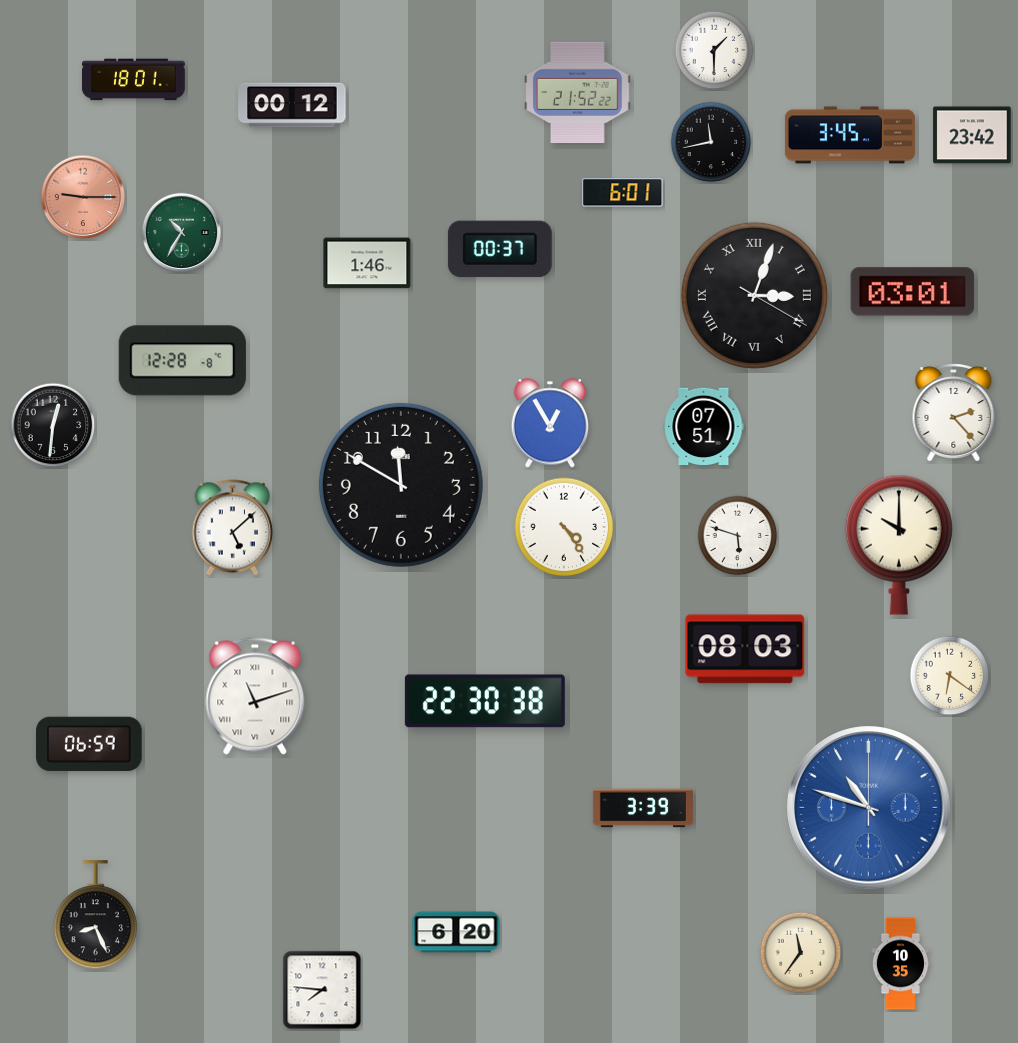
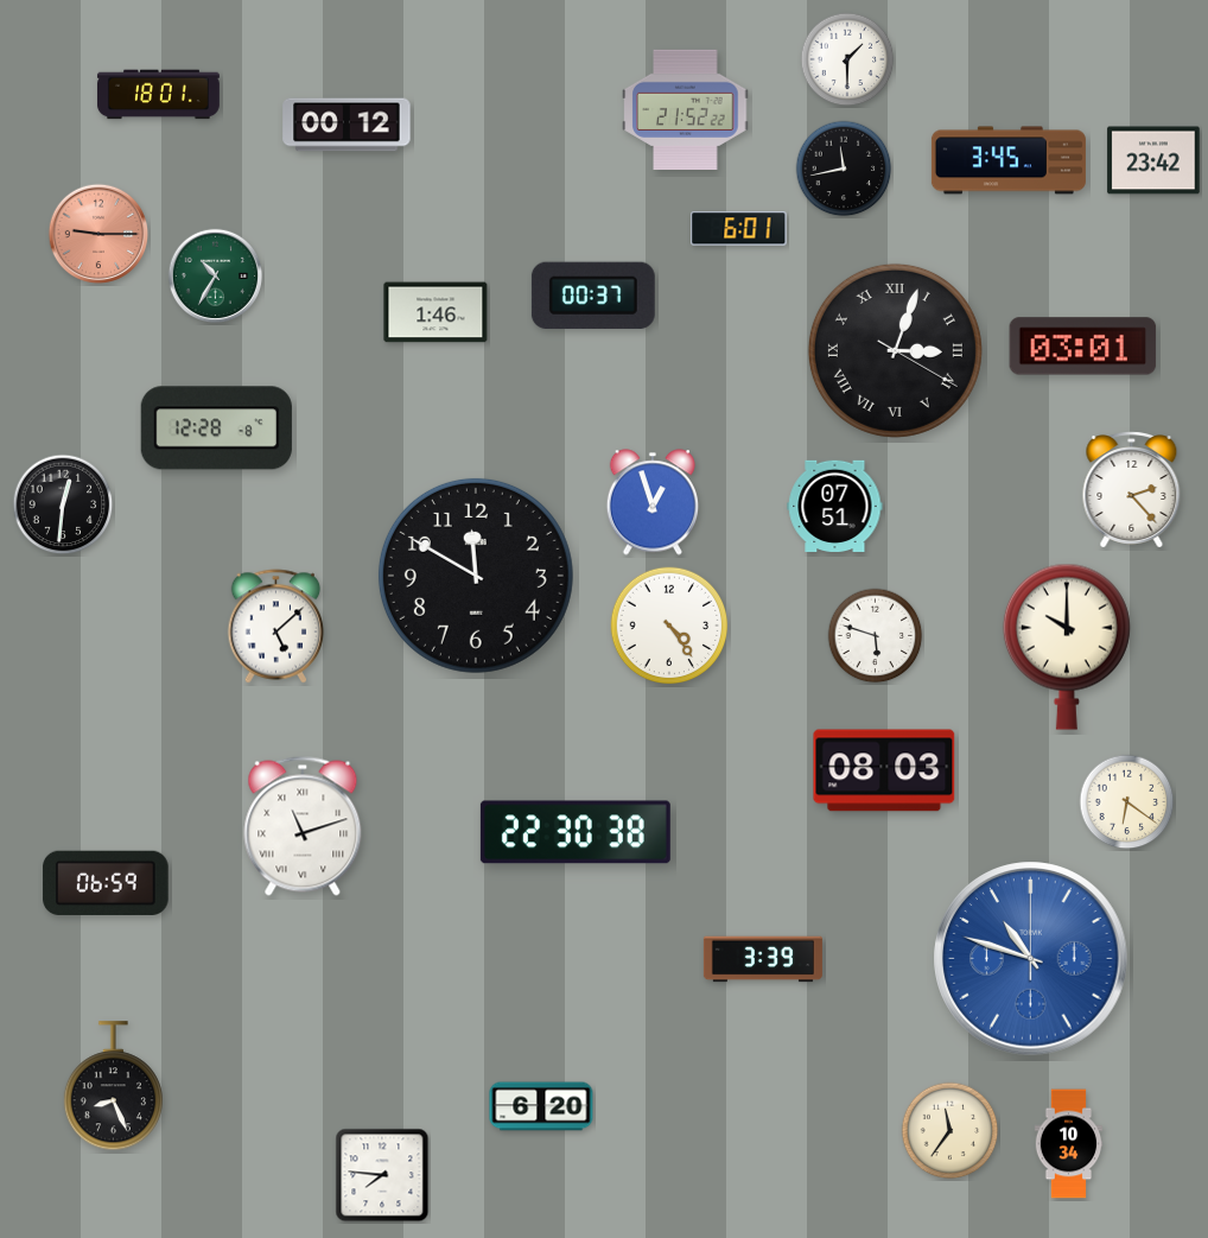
clock at (549, 423): 12:55 -> 12:57
clock at (901, 964): 10:35 -> 10:34
